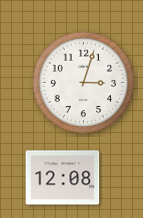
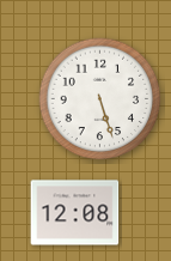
clock at (84, 83): 3:03 -> 5:27
